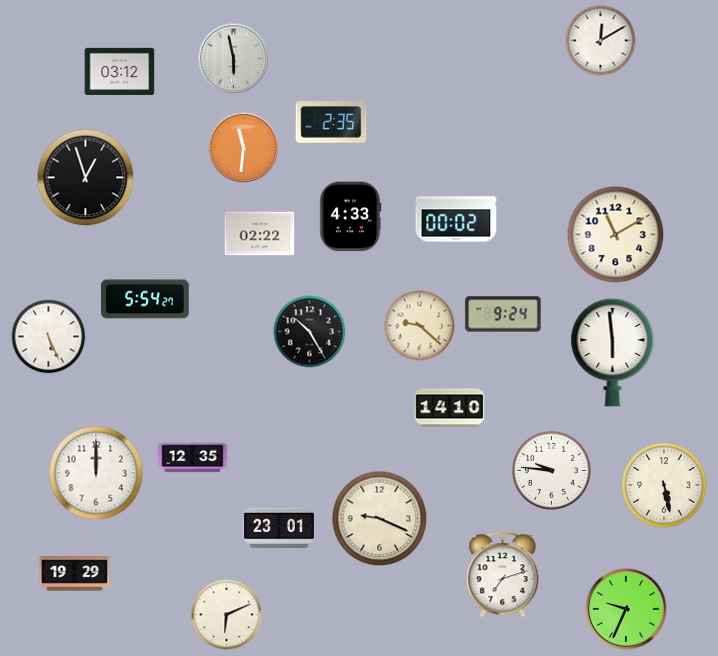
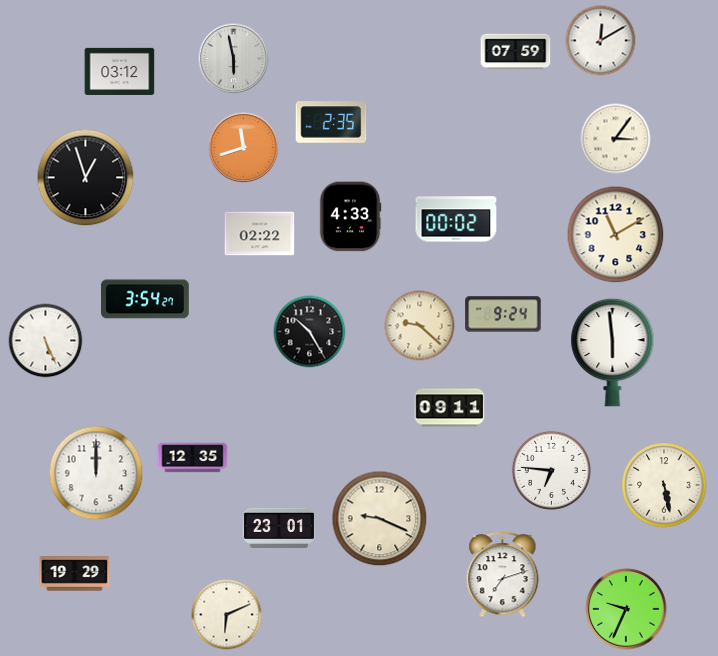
clock at (516, 52): none -> 07:59
clock at (616, 139): none -> 3:06
clock at (244, 148): 11:31 -> 11:42
clock at (145, 299): 5:54 -> 3:54
clock at (49, 337) position: (49, 337) -> (46, 341)
clock at (450, 408): 14:10 -> 09:11
clock at (551, 470): 9:46 -> 6:46
